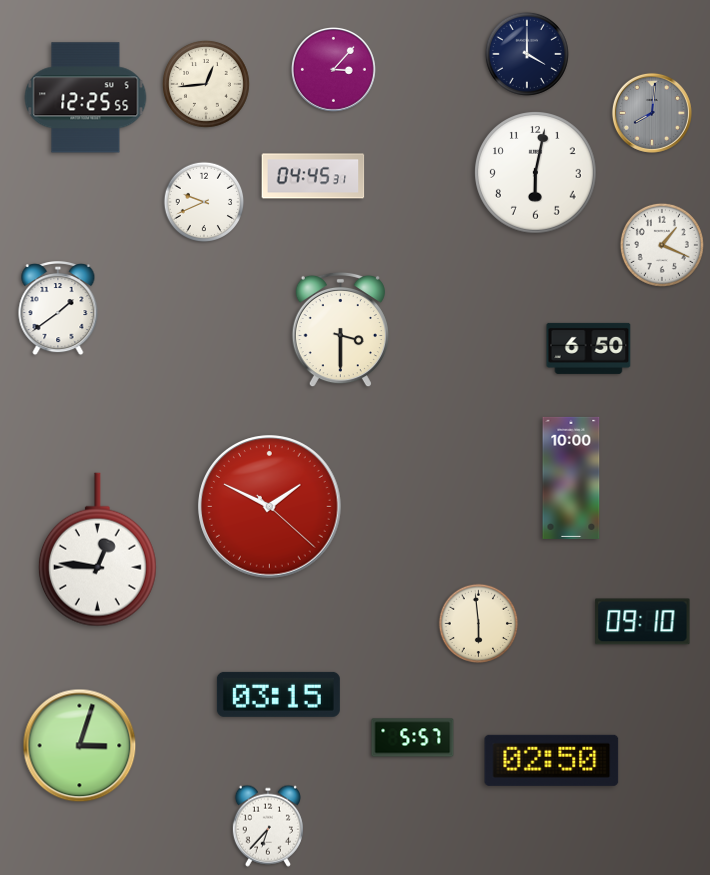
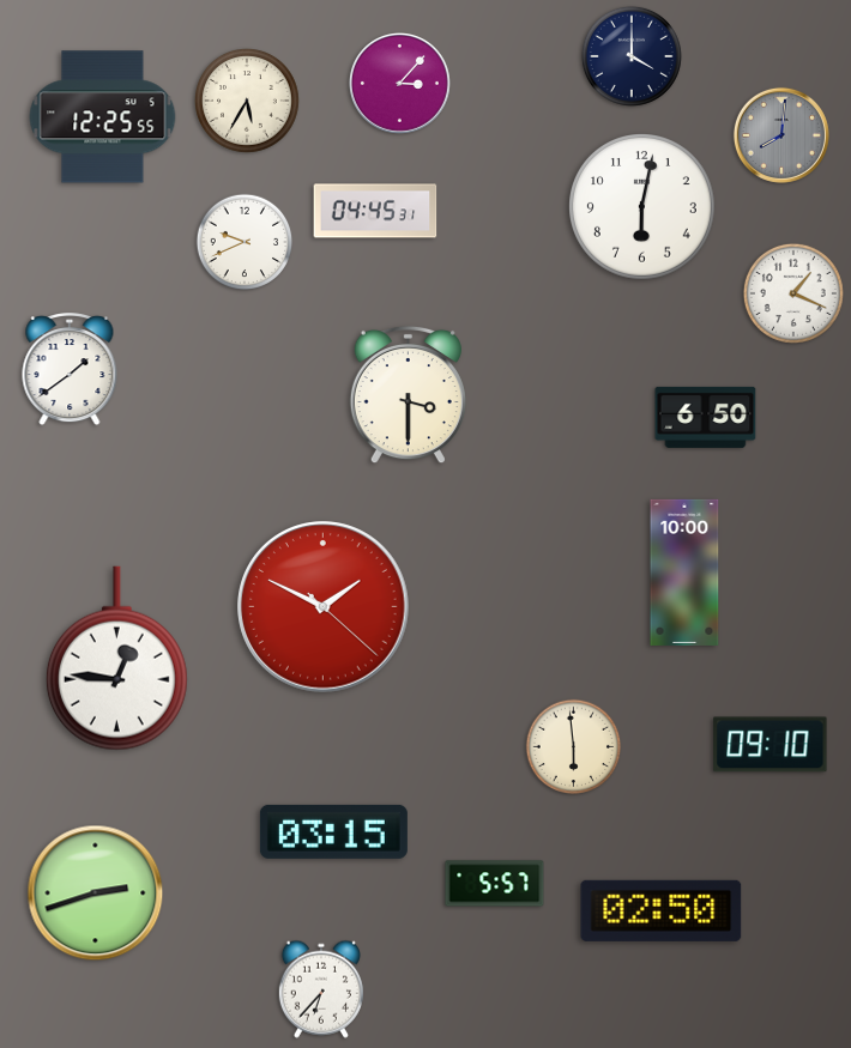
clock at (527, 54) position: (527, 54) -> (632, 56)
clock at (207, 85): 12:44 -> 5:35
clock at (80, 746): 3:03 -> 2:42
